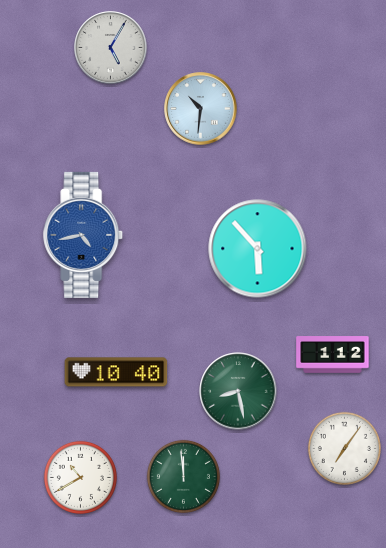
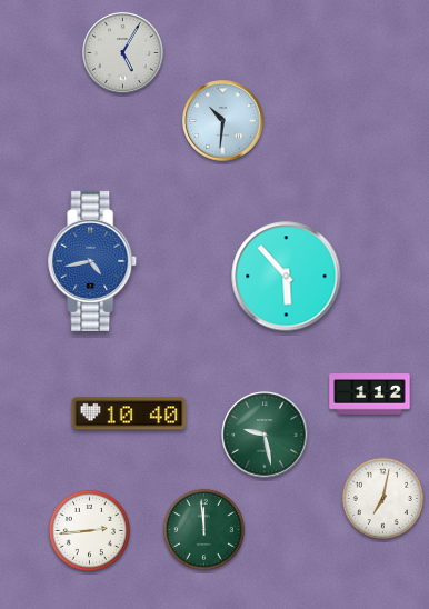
clock at (238, 391): 8:28 -> 9:28
clock at (344, 448): 7:06 -> 7:02
clock at (80, 477): 10:40 -> 2:44
